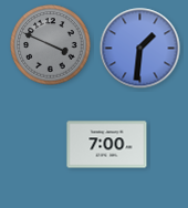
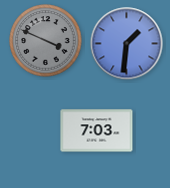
clock at (107, 145): 7:00 -> 7:03
